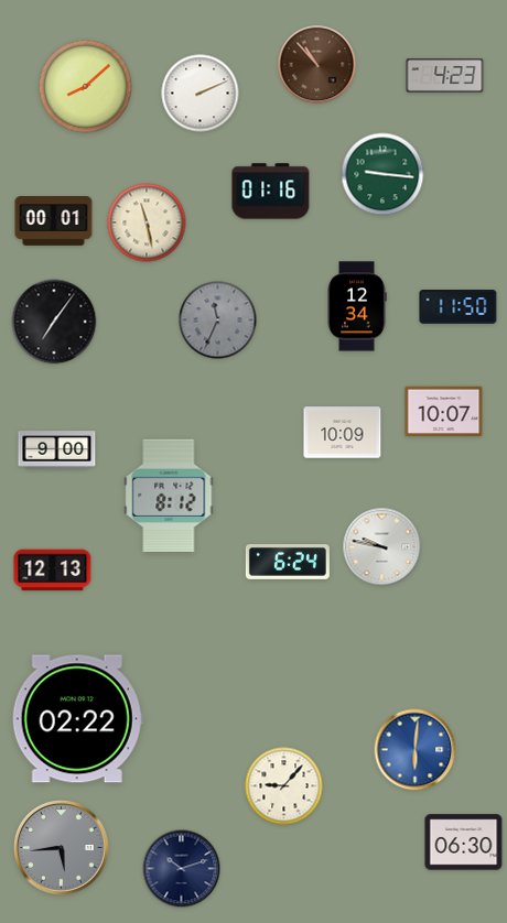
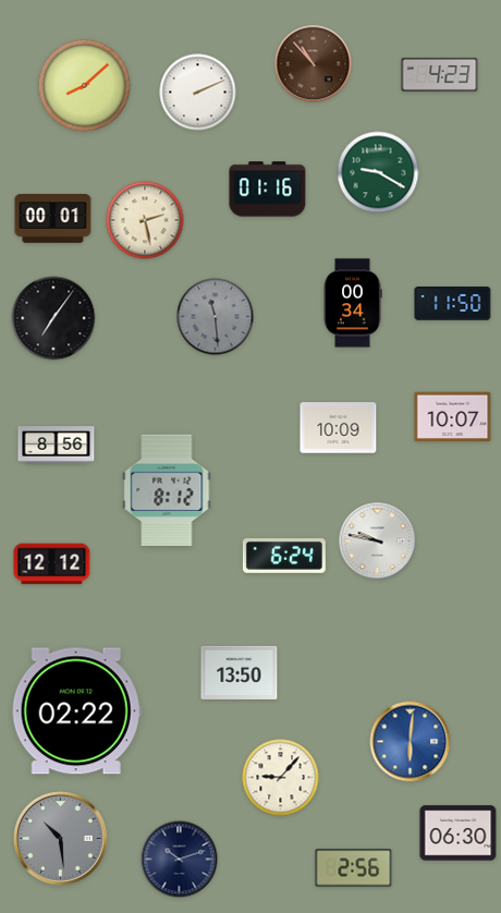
clock at (382, 174): 9:16 -> 9:20
clock at (147, 222): 11:28 -> 2:28
clock at (357, 306): 12:34 -> 00:34
clock at (218, 321): 11:34 -> 11:29
clock at (444, 412) position: (444, 412) -> (453, 417)
clock at (57, 450): 9:00 -> 8:56
clock at (53, 571): 12:13 -> 12:12
clock at (240, 672): none -> 13:50
clock at (62, 848): 5:44 -> 10:29
clock at (354, 868): none -> 2:56
